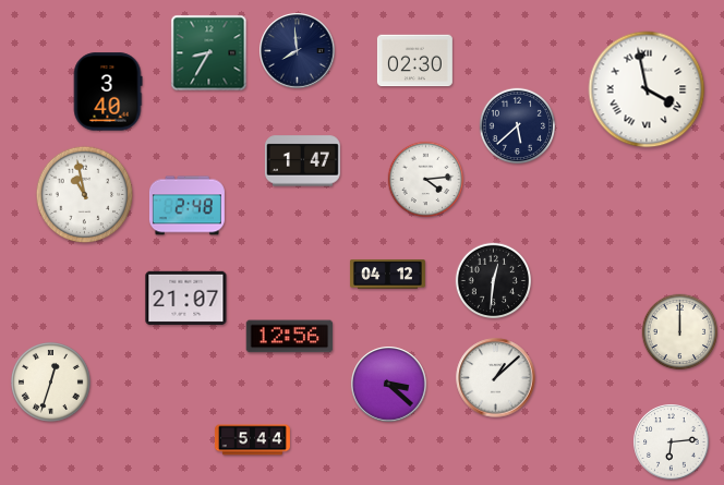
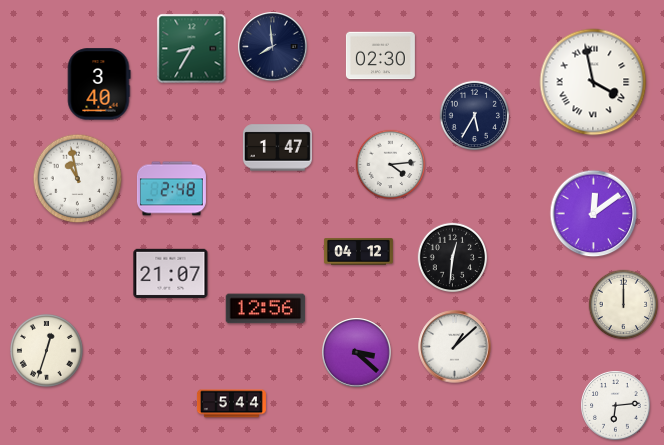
clock at (518, 126): 5:38 -> 5:35
clock at (594, 214): none -> 12:09
clock at (387, 275) position: (387, 275) -> (358, 252)
